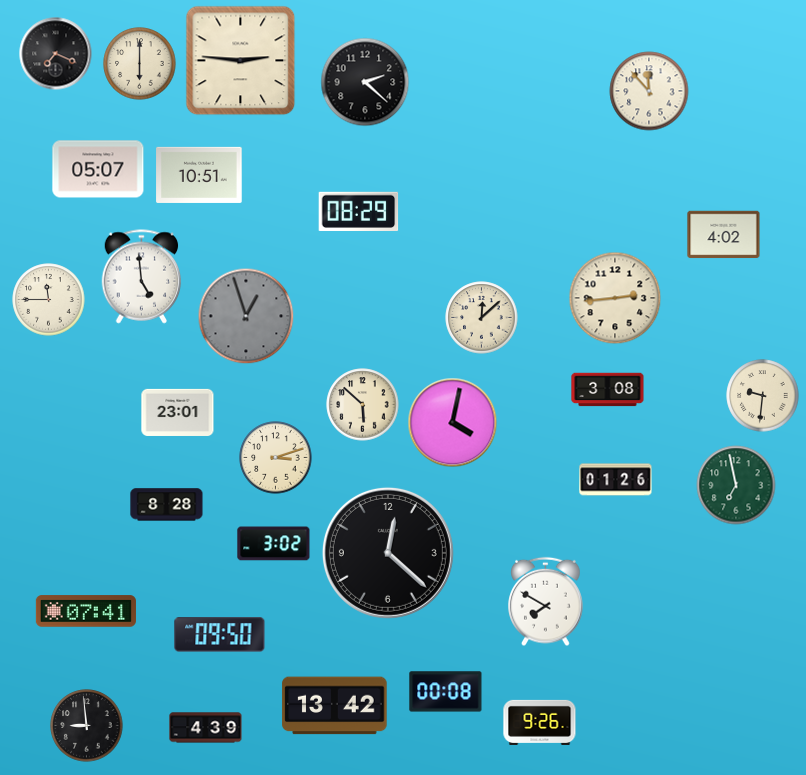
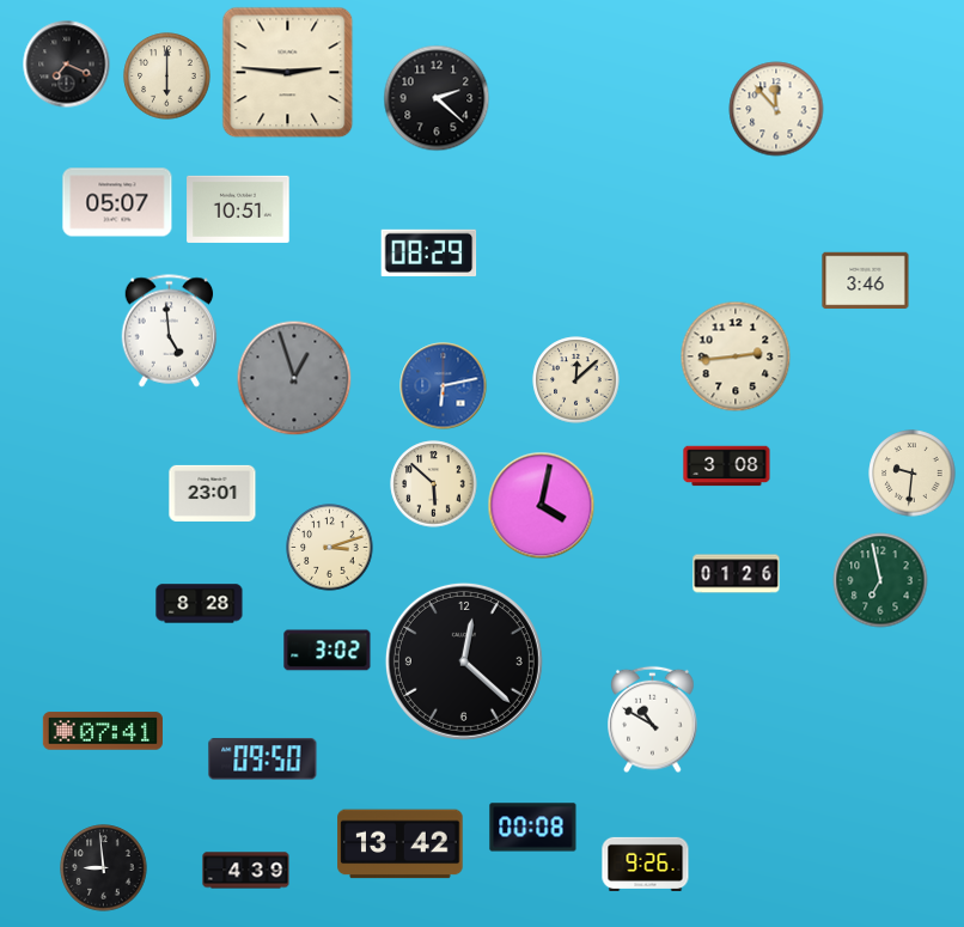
clock at (724, 235): 4:02 -> 3:46
clock at (49, 300): 11:45 -> none
clock at (444, 386): none -> 6:13
clock at (546, 602): 7:50 -> 10:50
